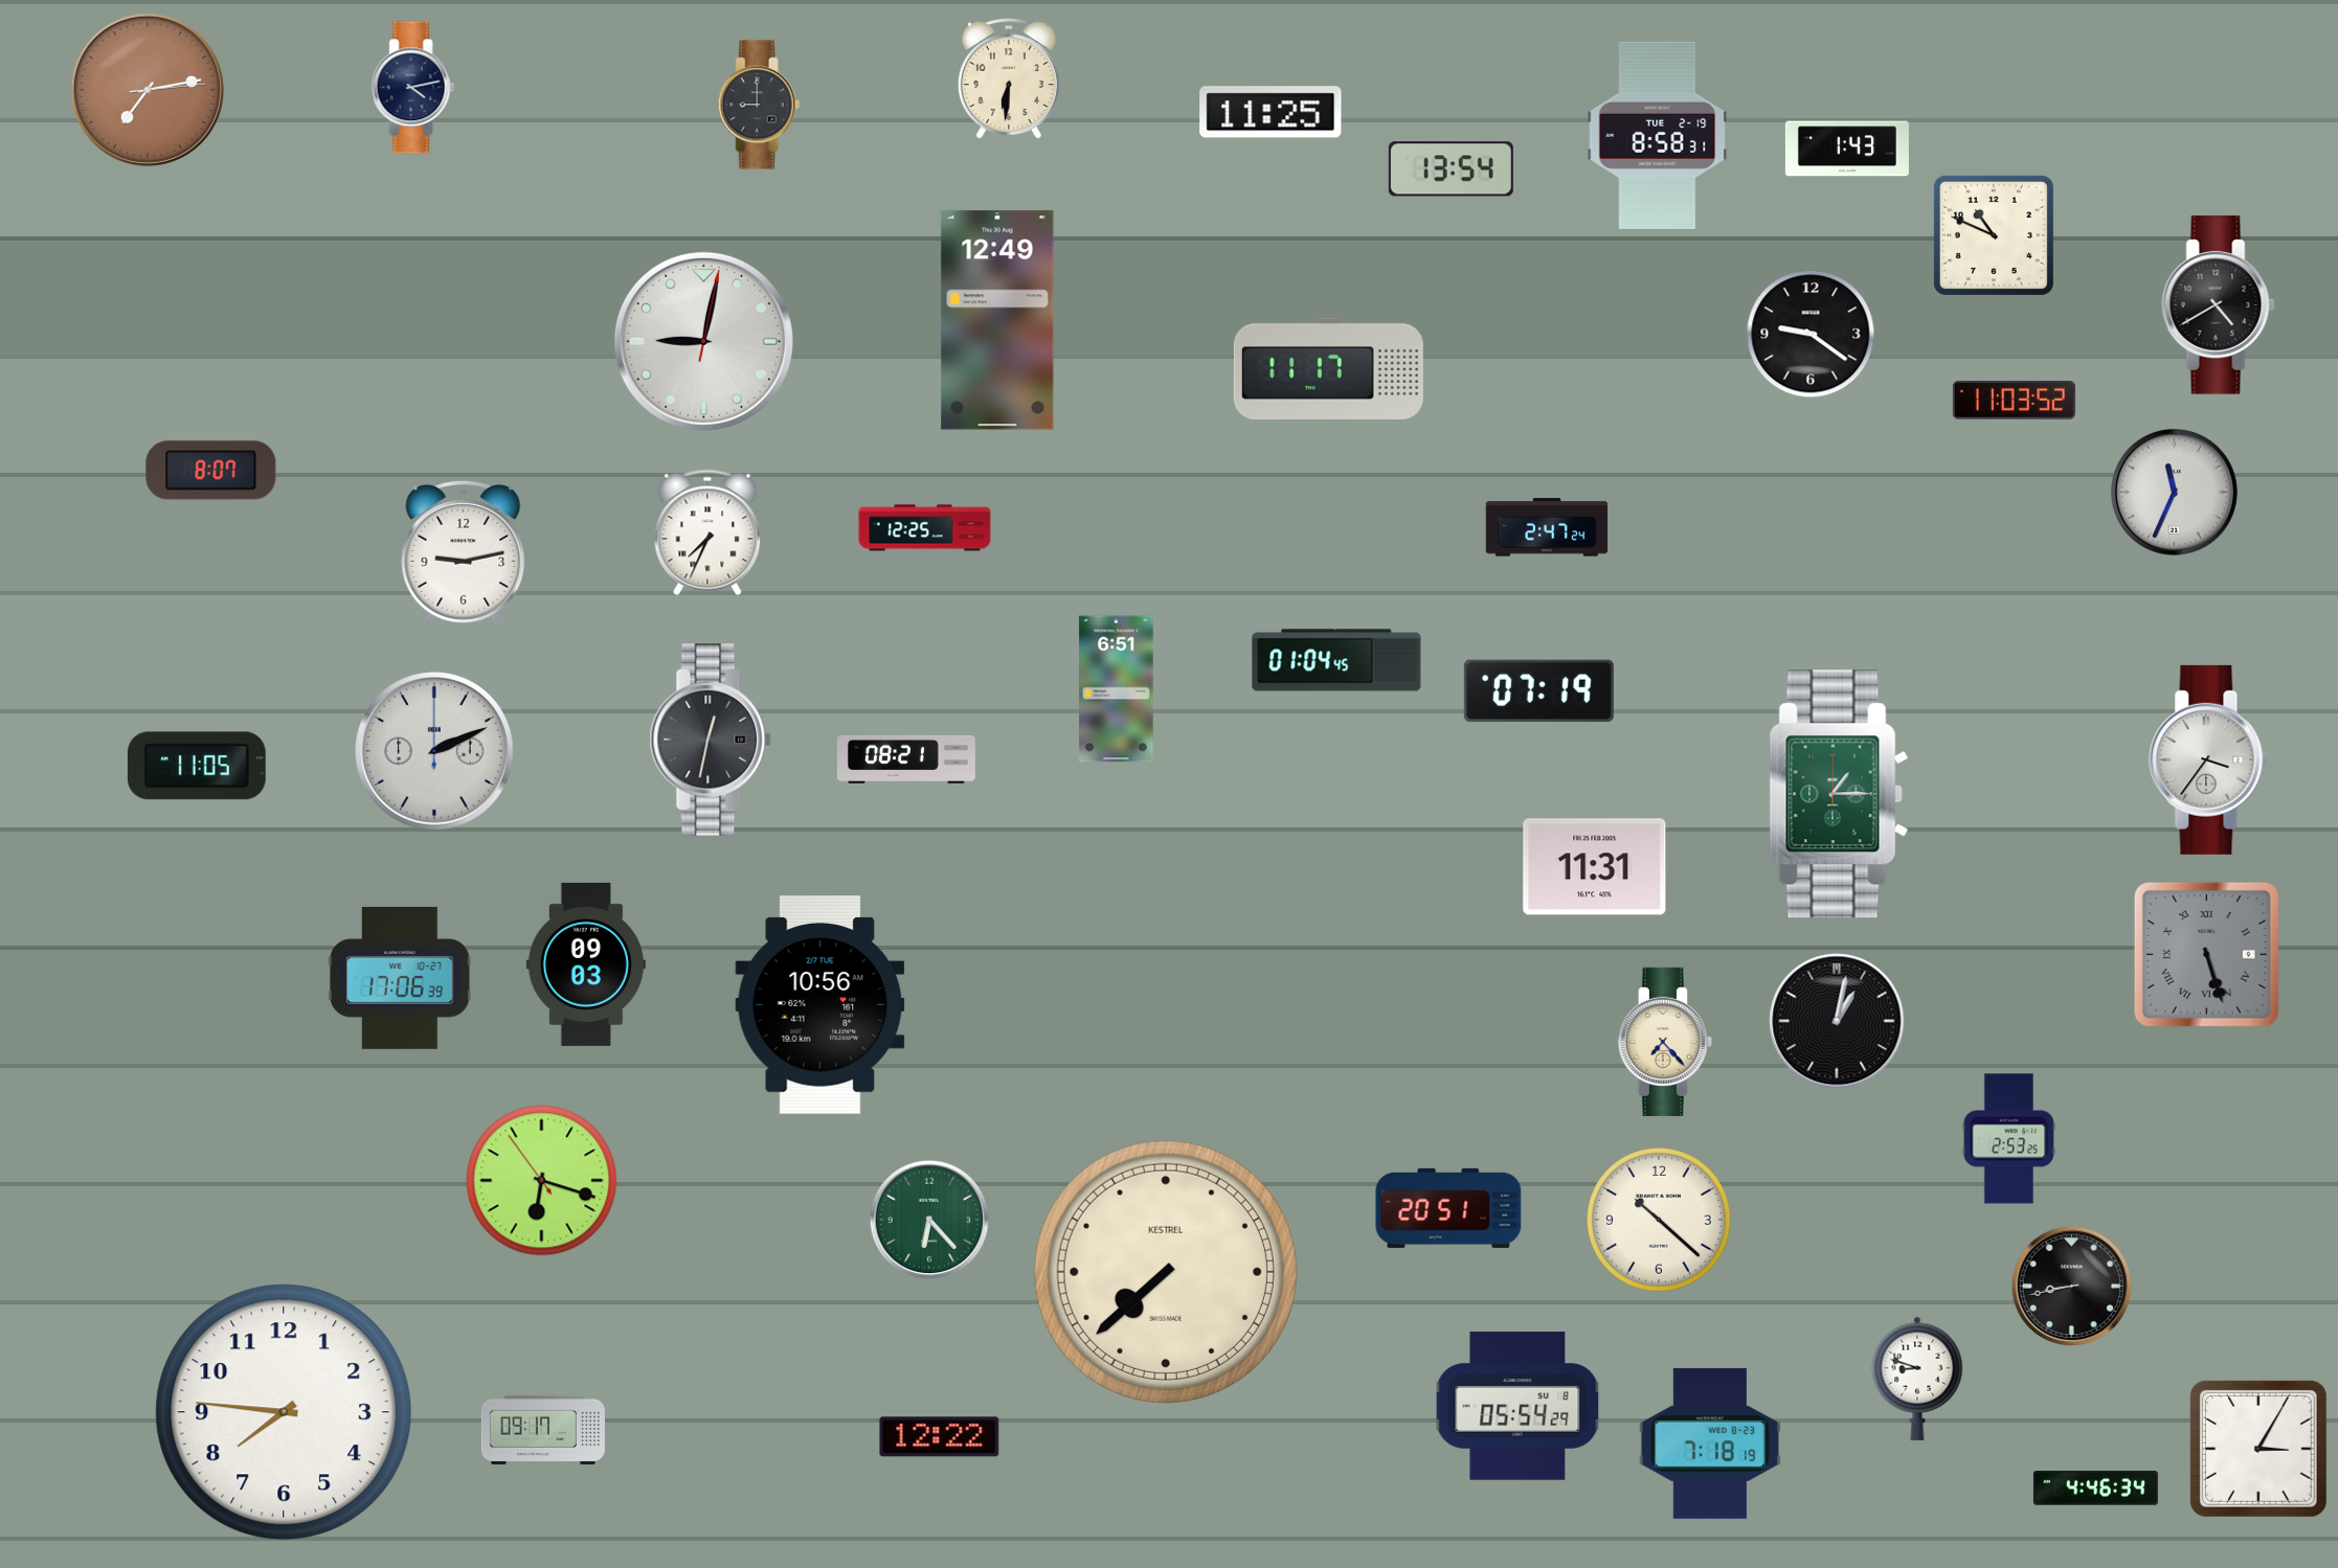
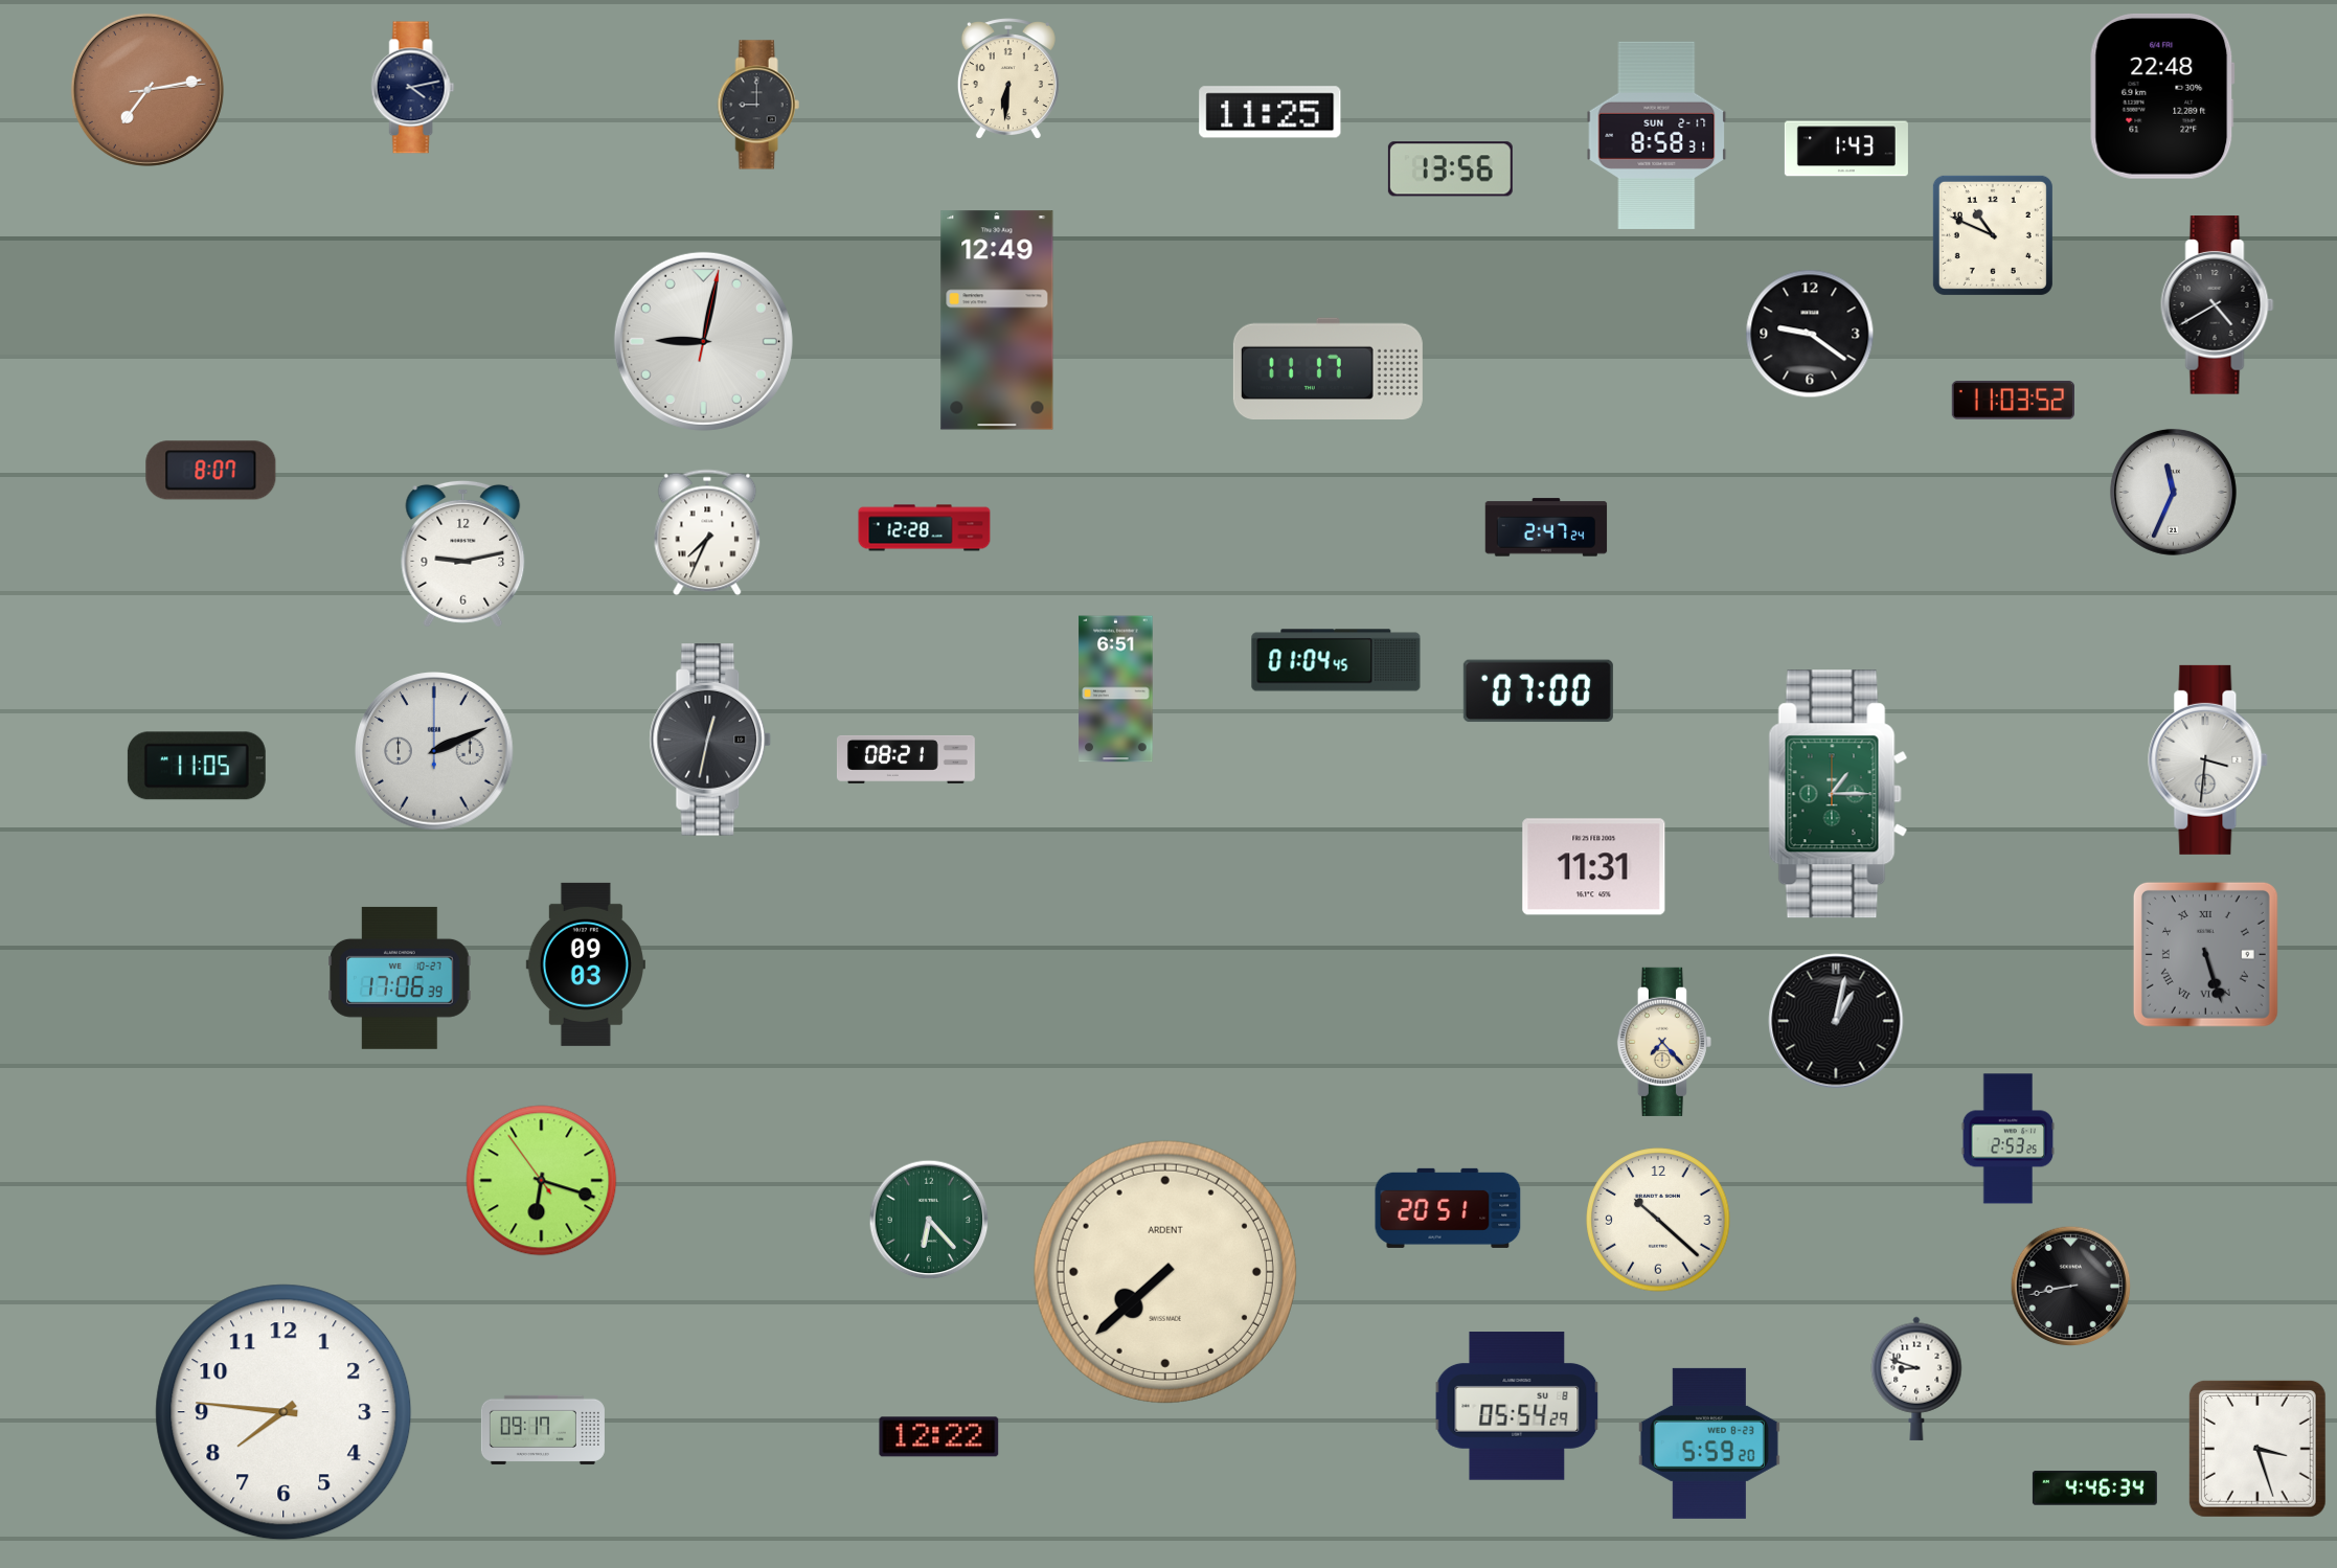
clock at (2162, 96): none -> 22:48
clock at (1658, 135) date: TUE 2-19 -> SUN 2-17
clock at (1451, 169): 13:54 -> 13:56
clock at (925, 528): 12:25 -> 12:28
clock at (1538, 691): 07:19 -> 07:00
clock at (2209, 759): 3:36 -> 3:31
clock at (820, 1005): 10:56 -> none
clock at (1166, 1272) brand: KESTREL -> ARDENT
clock at (1710, 1444): 7:18 -> 5:59
clock at (2258, 1449): 3:05 -> 3:27
